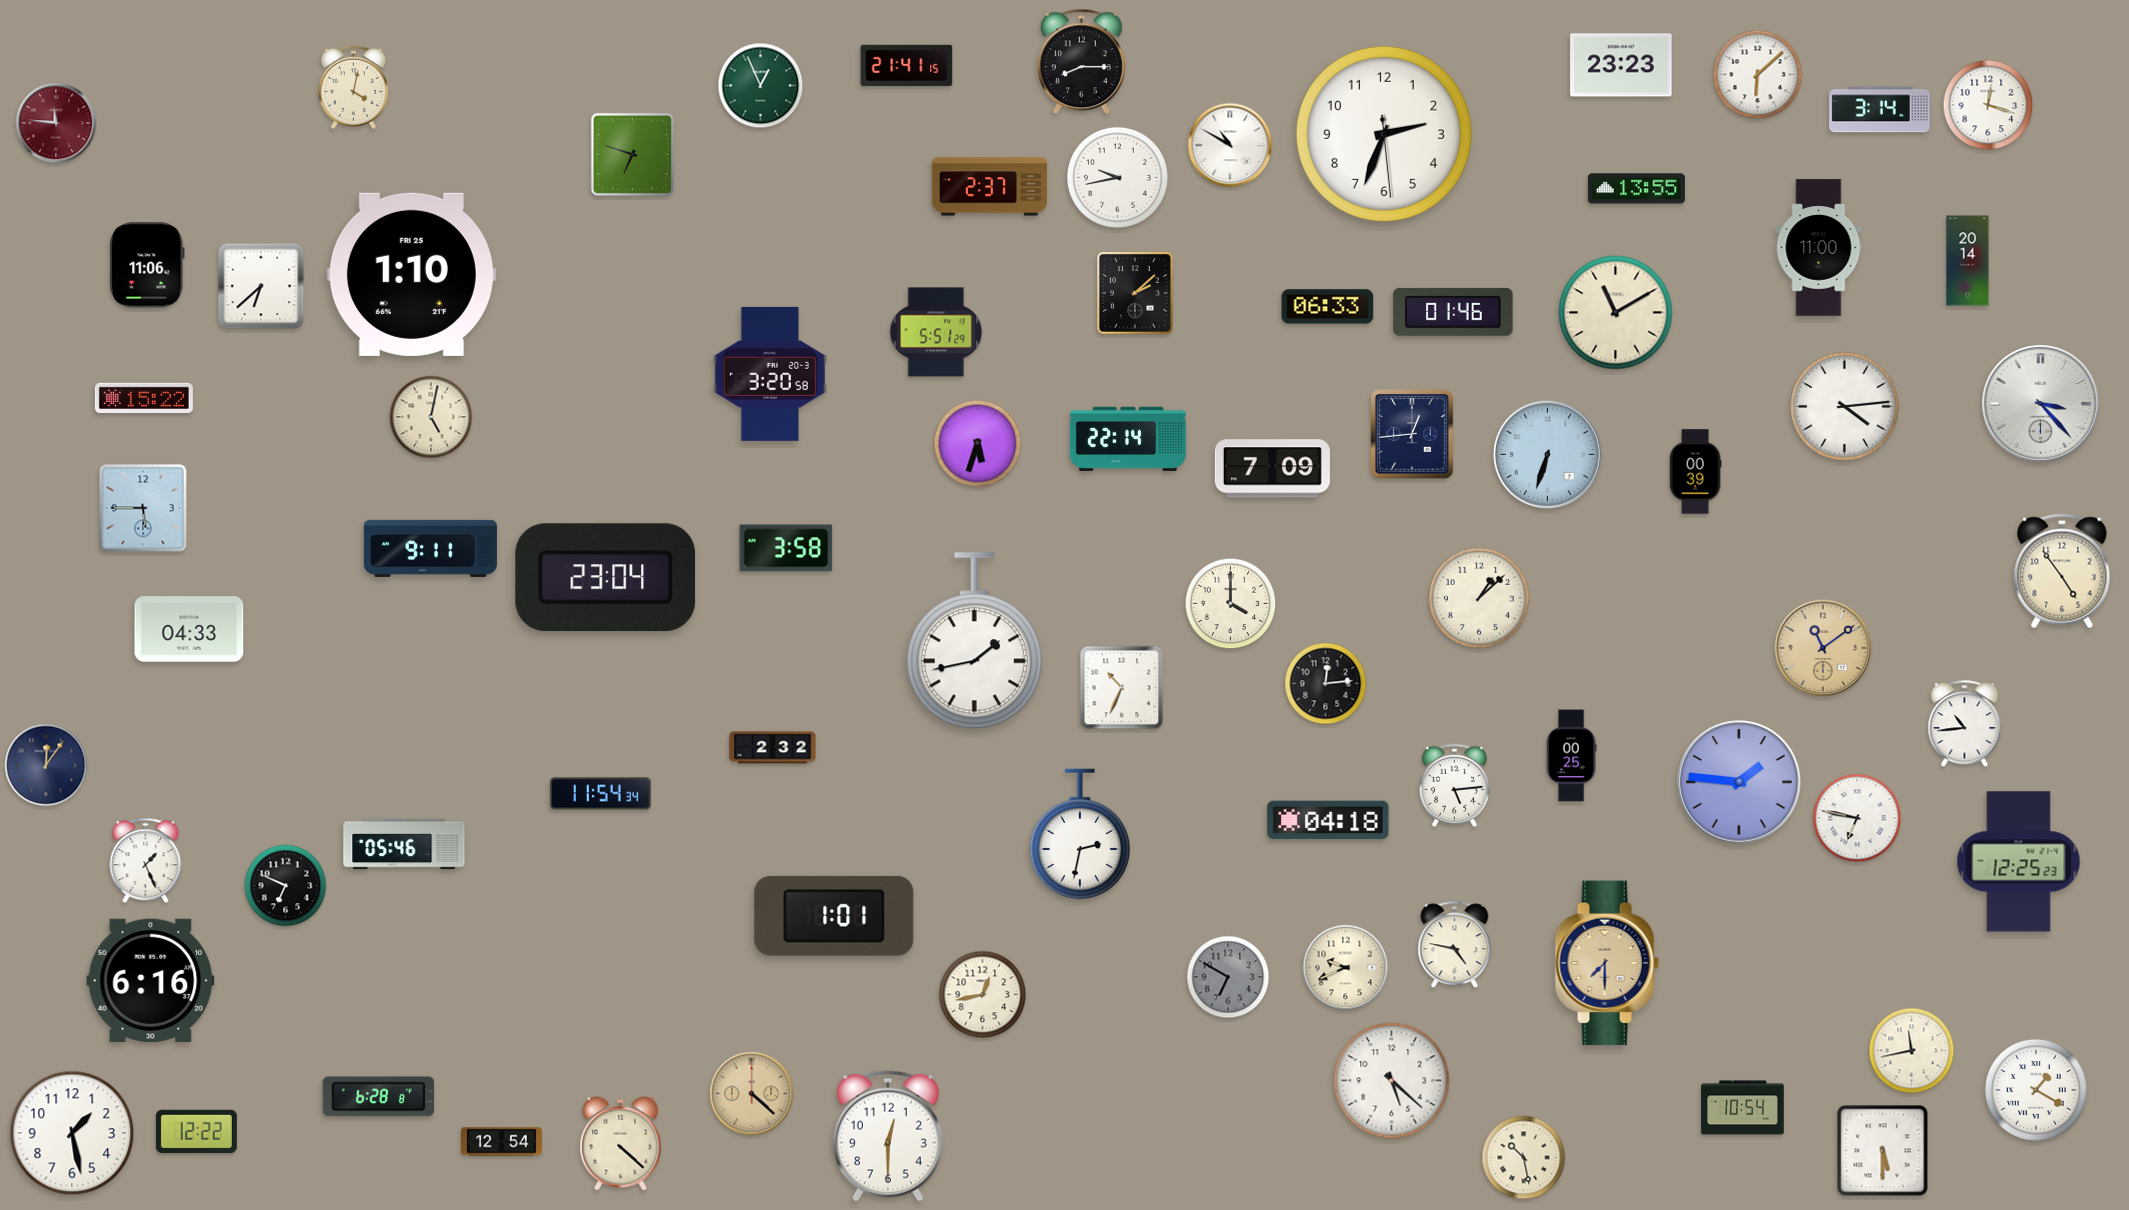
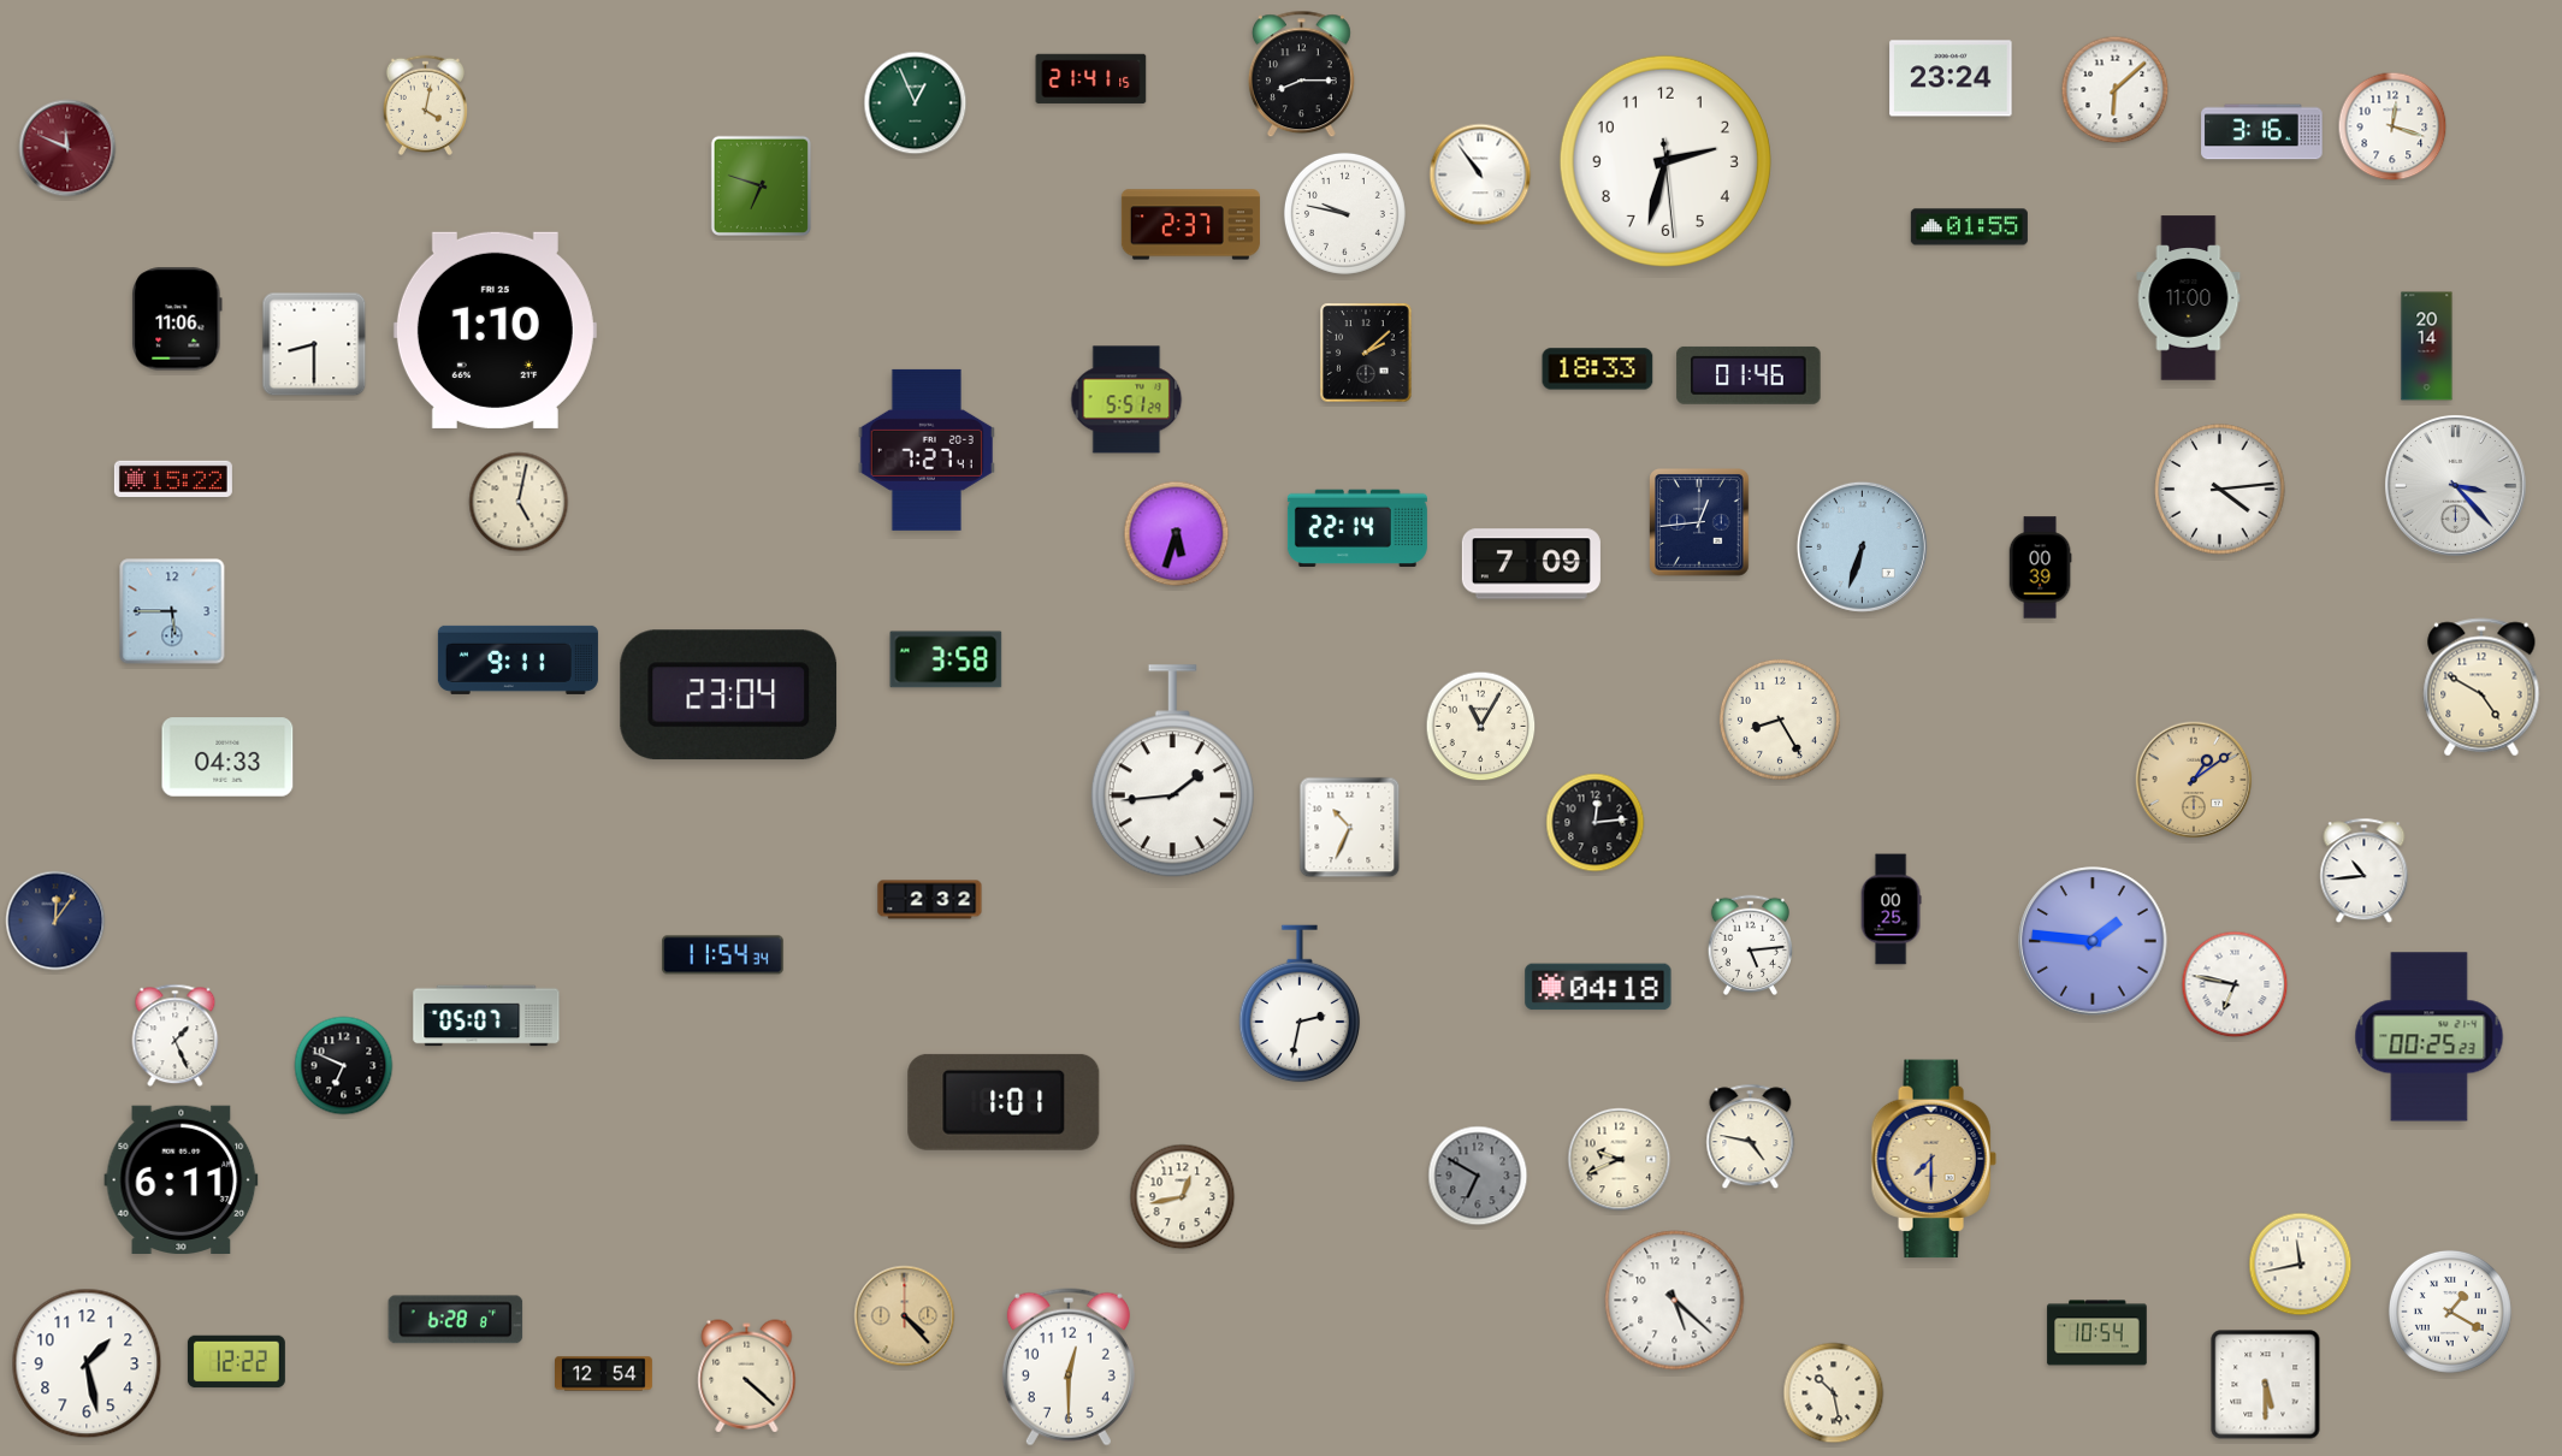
clock at (1621, 65): 23:23 -> 23:24
clock at (1880, 110): 3:14 -> 3:16
clock at (56, 123): 11:46 -> 11:49
clock at (1384, 134): 2:33 -> 2:32
clock at (1230, 145): 10:50 -> 10:54
clock at (1117, 177): 9:43 -> 9:47
clock at (1636, 189): 13:55 -> 01:55
clock at (1968, 261) position: (1968, 261) -> (2427, 347)
clock at (261, 286): 6:38 -> 8:30
clock at (1328, 307): 06:33 -> 18:33
clock at (1616, 313): 11:10 -> none
clock at (770, 374): 3:20 -> 7:27
clock at (2062, 571): 4:54 -> 4:50
clock at (1479, 598): 1:08 -> 8:25
clock at (1231, 604): 4:00 -> 11:05
clock at (974, 641): 1:43 -> 1:44
clock at (1823, 648): 11:09 -> 1:09
clock at (404, 844): 05:46 -> 05:07
clock at (2019, 862): 12:25 -> 00:25
clock at (1346, 968) position: (1346, 968) -> (1620, 1160)
clock at (151, 980): 6:16 -> 6:11
clock at (752, 1094): 4:22 -> 4:23
